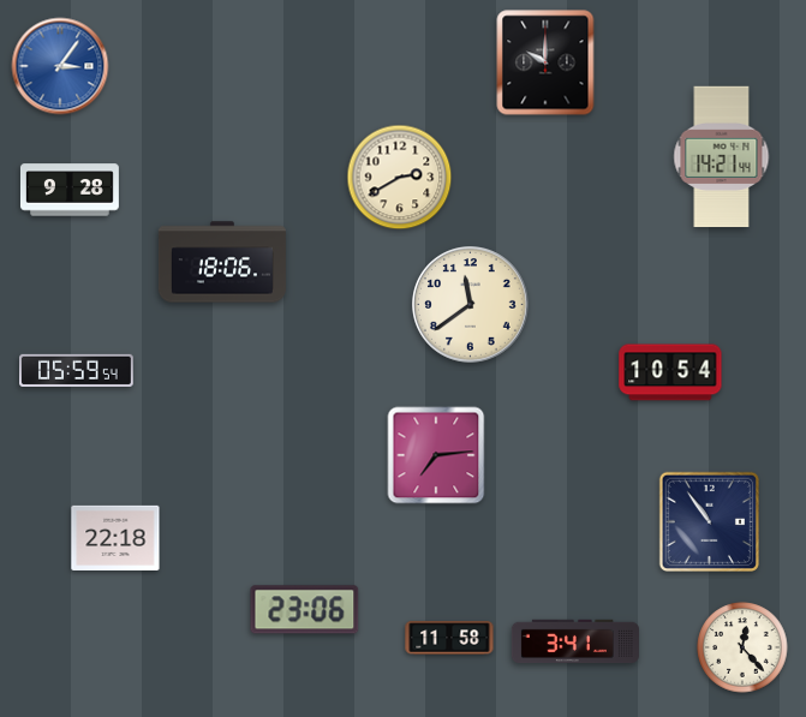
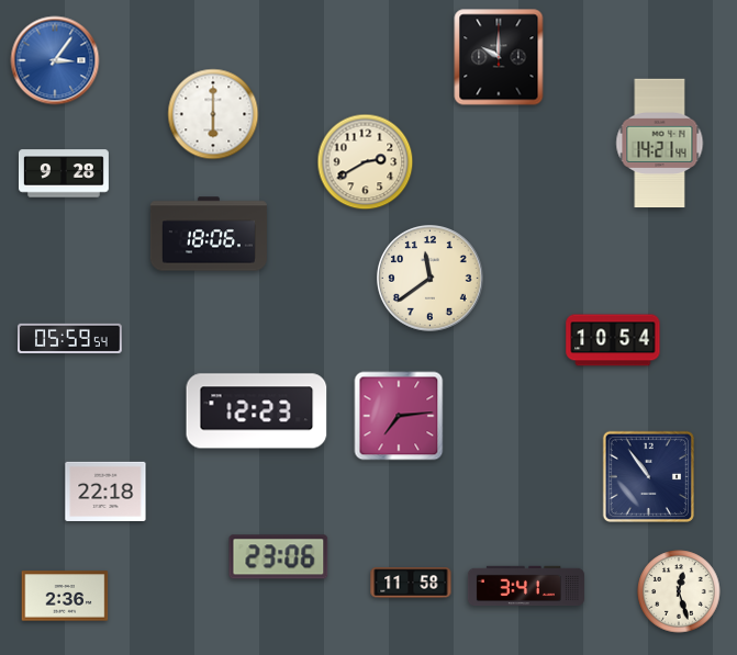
clock at (213, 114): none -> 6:00
clock at (222, 262) position: (222, 262) -> (209, 234)
clock at (257, 411): none -> 12:23
clock at (742, 647): 12:23 -> 12:27
clock at (65, 596): none -> 2:36
